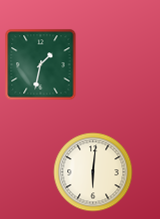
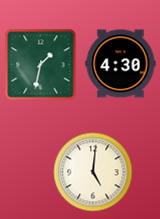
clock at (121, 64): none -> 4:30
clock at (93, 172): 6:01 -> 5:01
